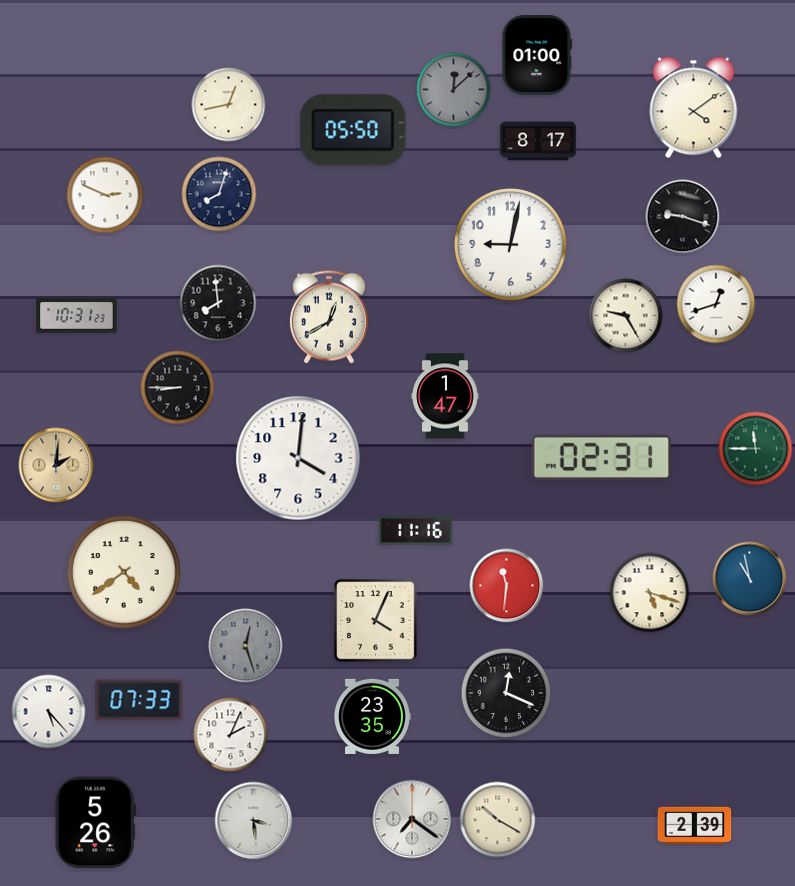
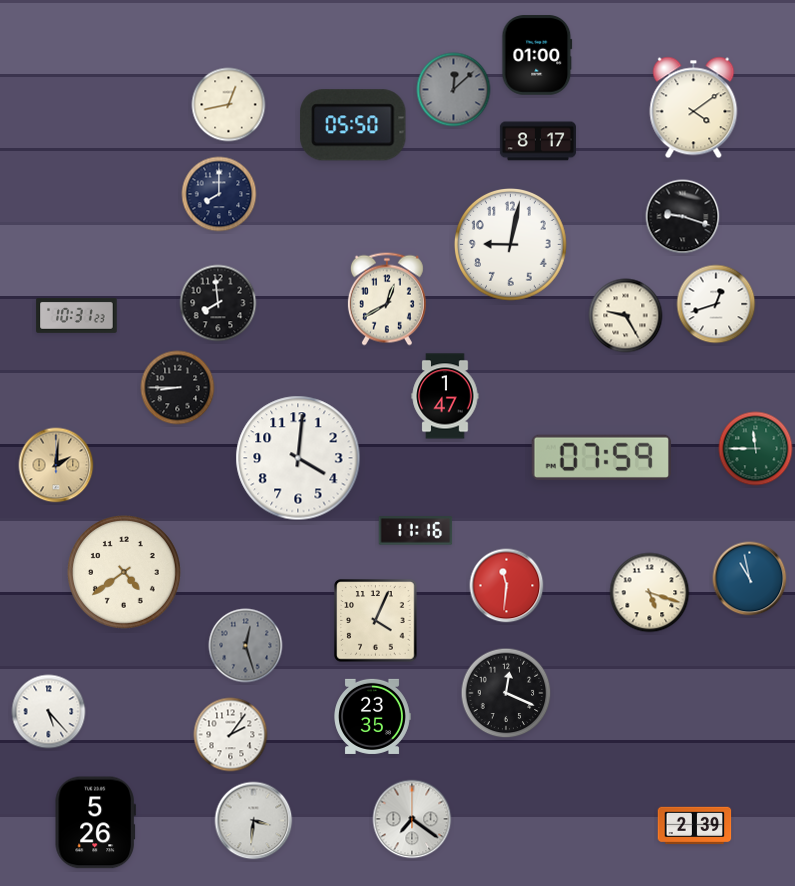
clock at (353, 130) position: (353, 130) -> (353, 125)
clock at (219, 194): 8:03 -> 8:00
clock at (105, 195): 2:49 -> none
clock at (329, 317) position: (329, 317) -> (387, 299)
clock at (601, 457): 02:31 -> 07:59
clock at (139, 700): 07:33 -> none
clock at (231, 735): 2:04 -> 2:06
clock at (498, 820): 10:20 -> none
clock at (254, 821): 3:29 -> 3:31
